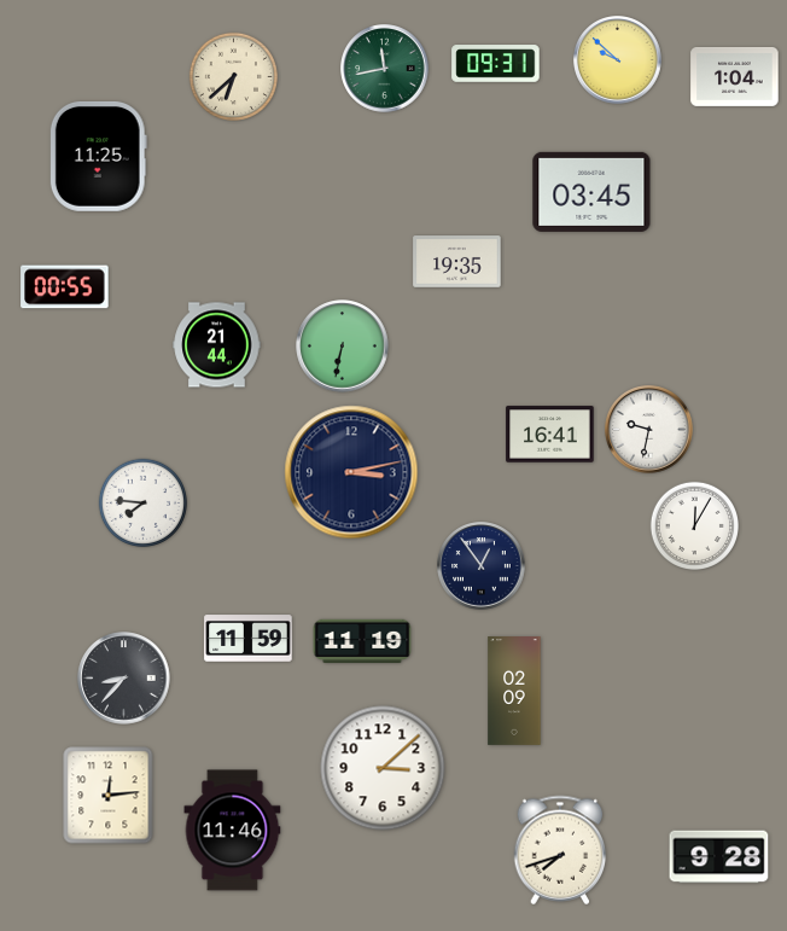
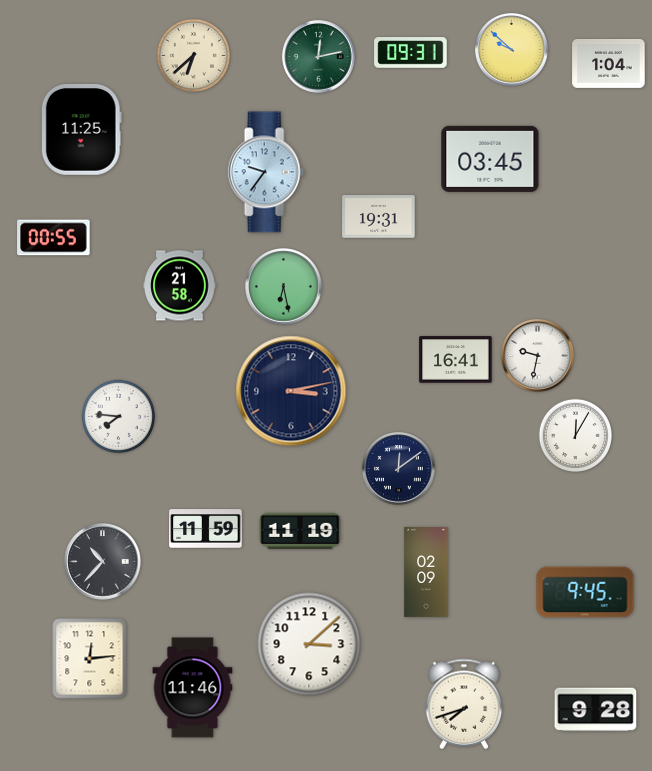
clock at (385, 69): 11:43 -> 12:13
clock at (233, 76) position: (233, 76) -> (193, 55)
clock at (266, 172): none -> 9:36
clock at (457, 262): 19:35 -> 19:31
clock at (217, 345): 21:44 -> 21:58
clock at (343, 347): 6:32 -> 6:28
clock at (482, 566): 12:54 -> 12:09
clock at (124, 679): 8:37 -> 10:37
clock at (585, 592): none -> 9:45
clock at (383, 768) position: (383, 768) -> (309, 644)
